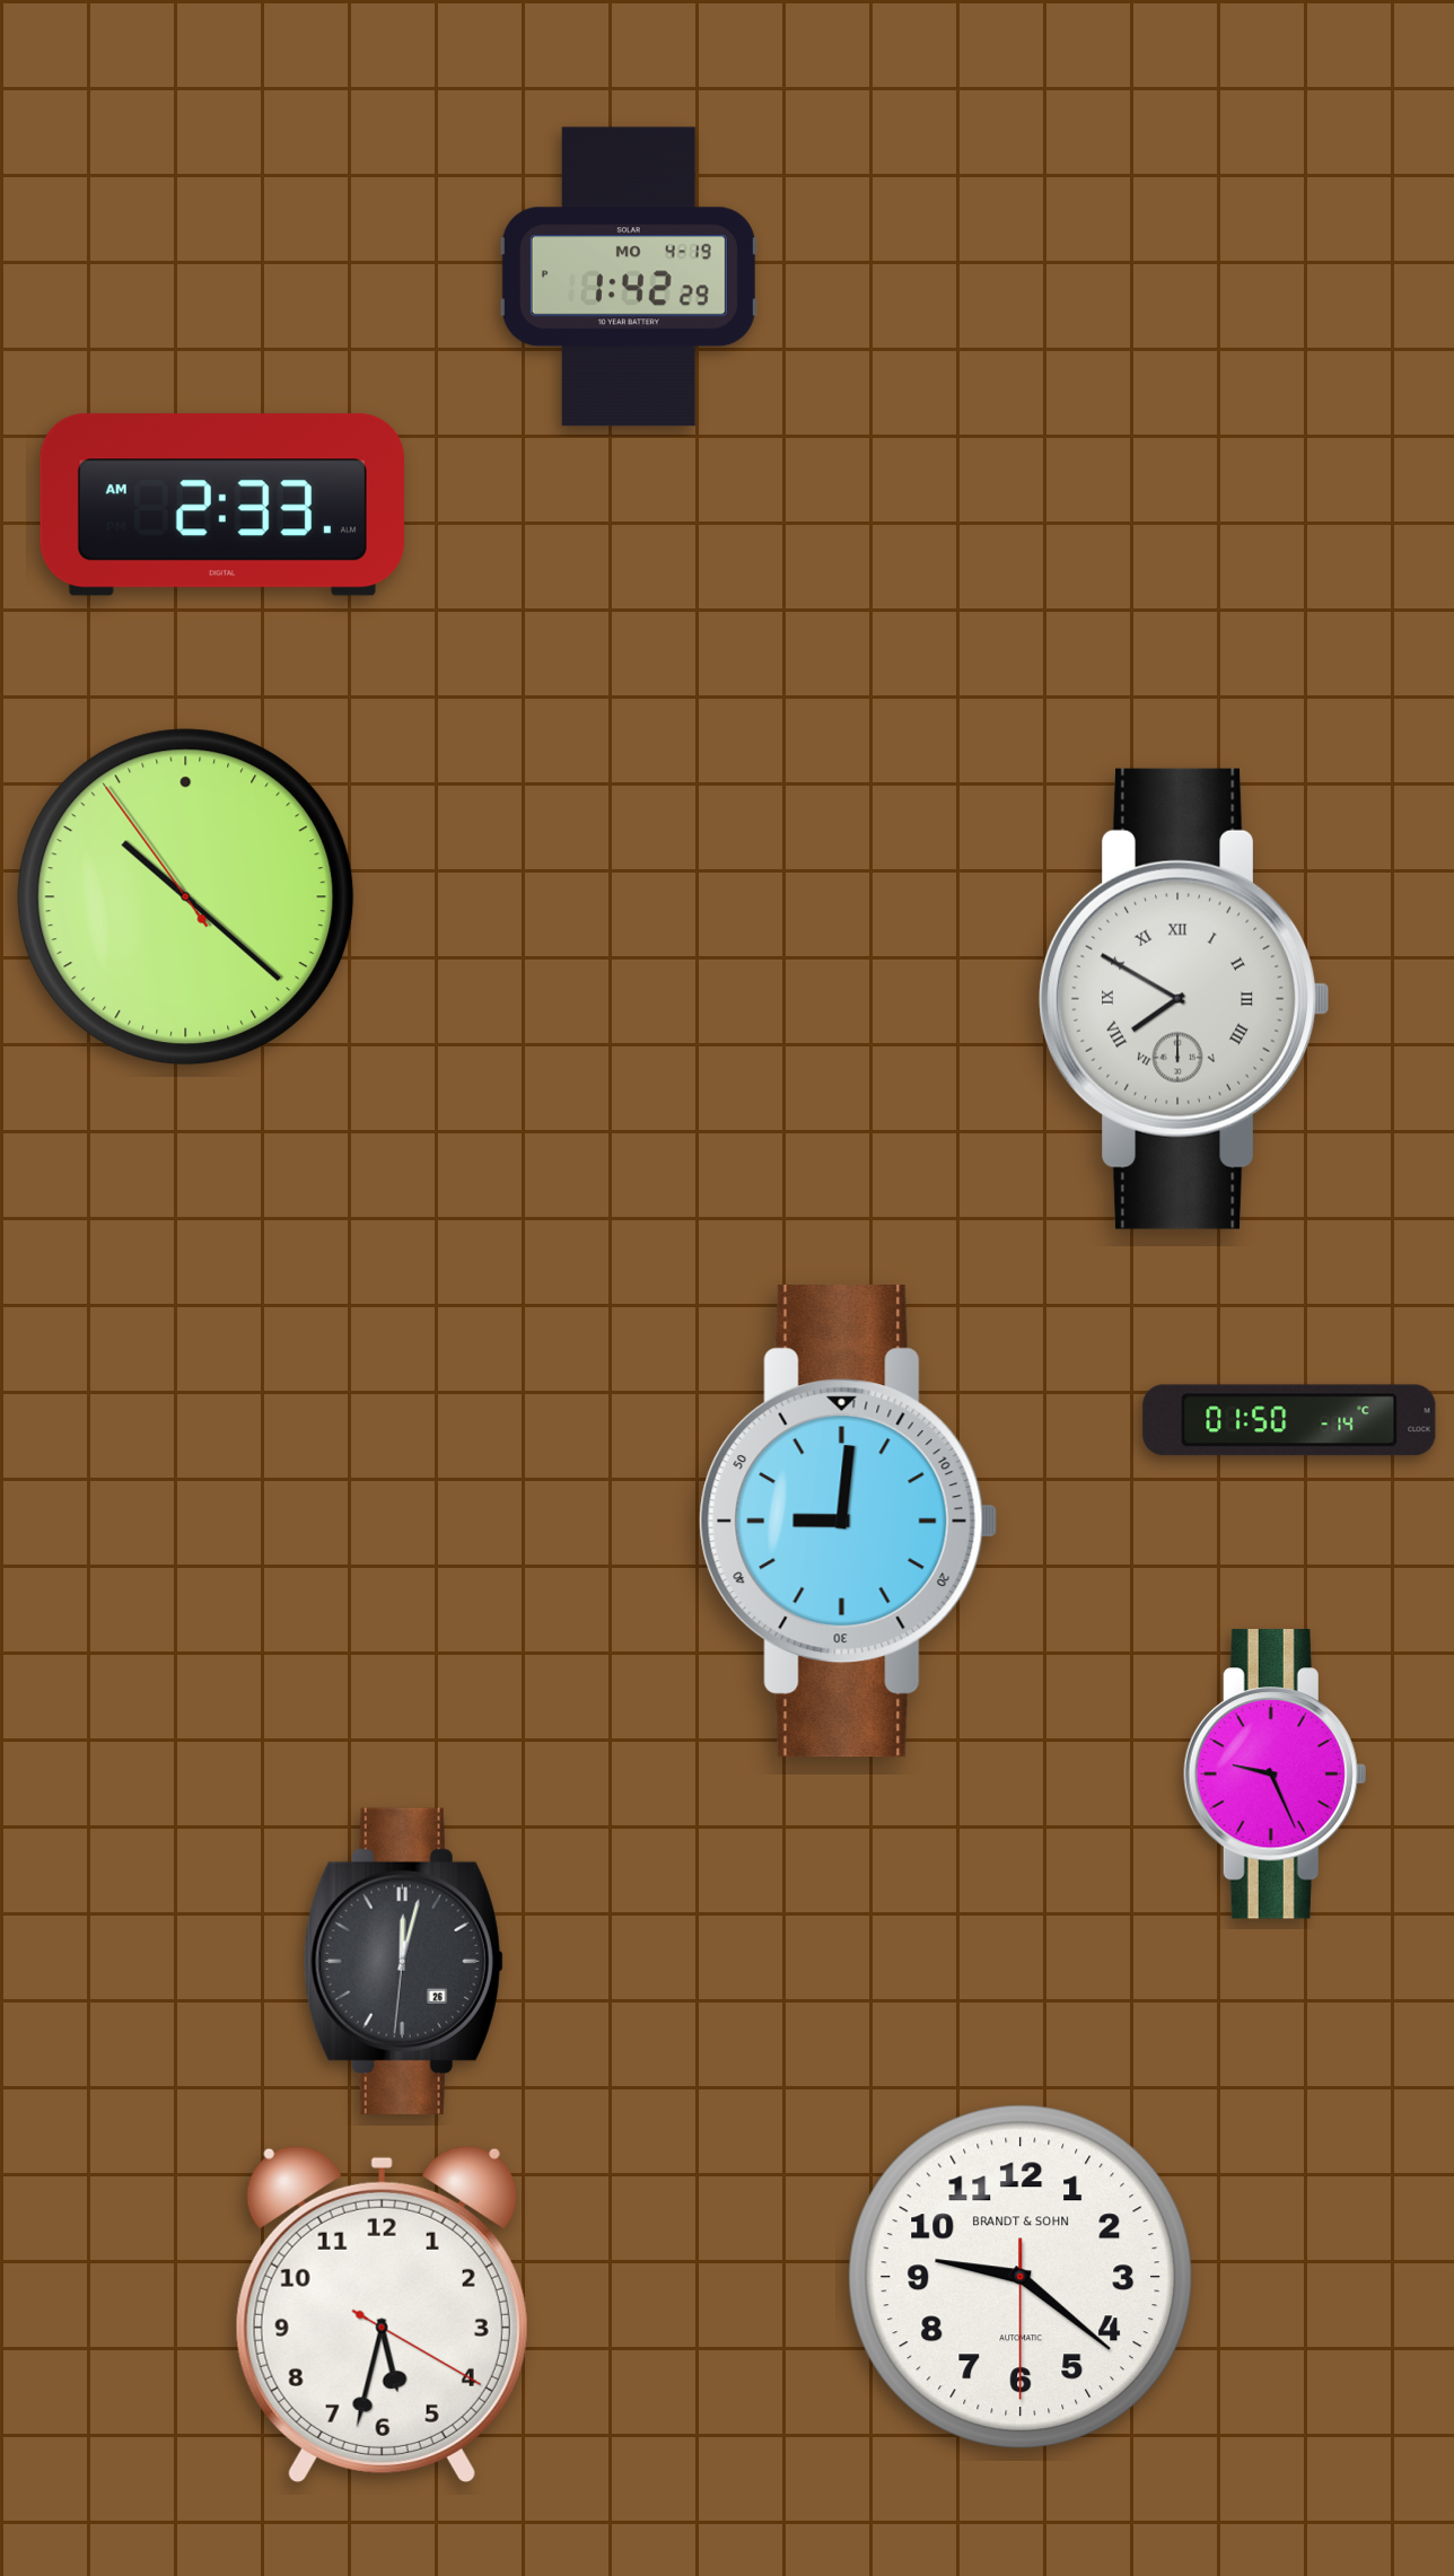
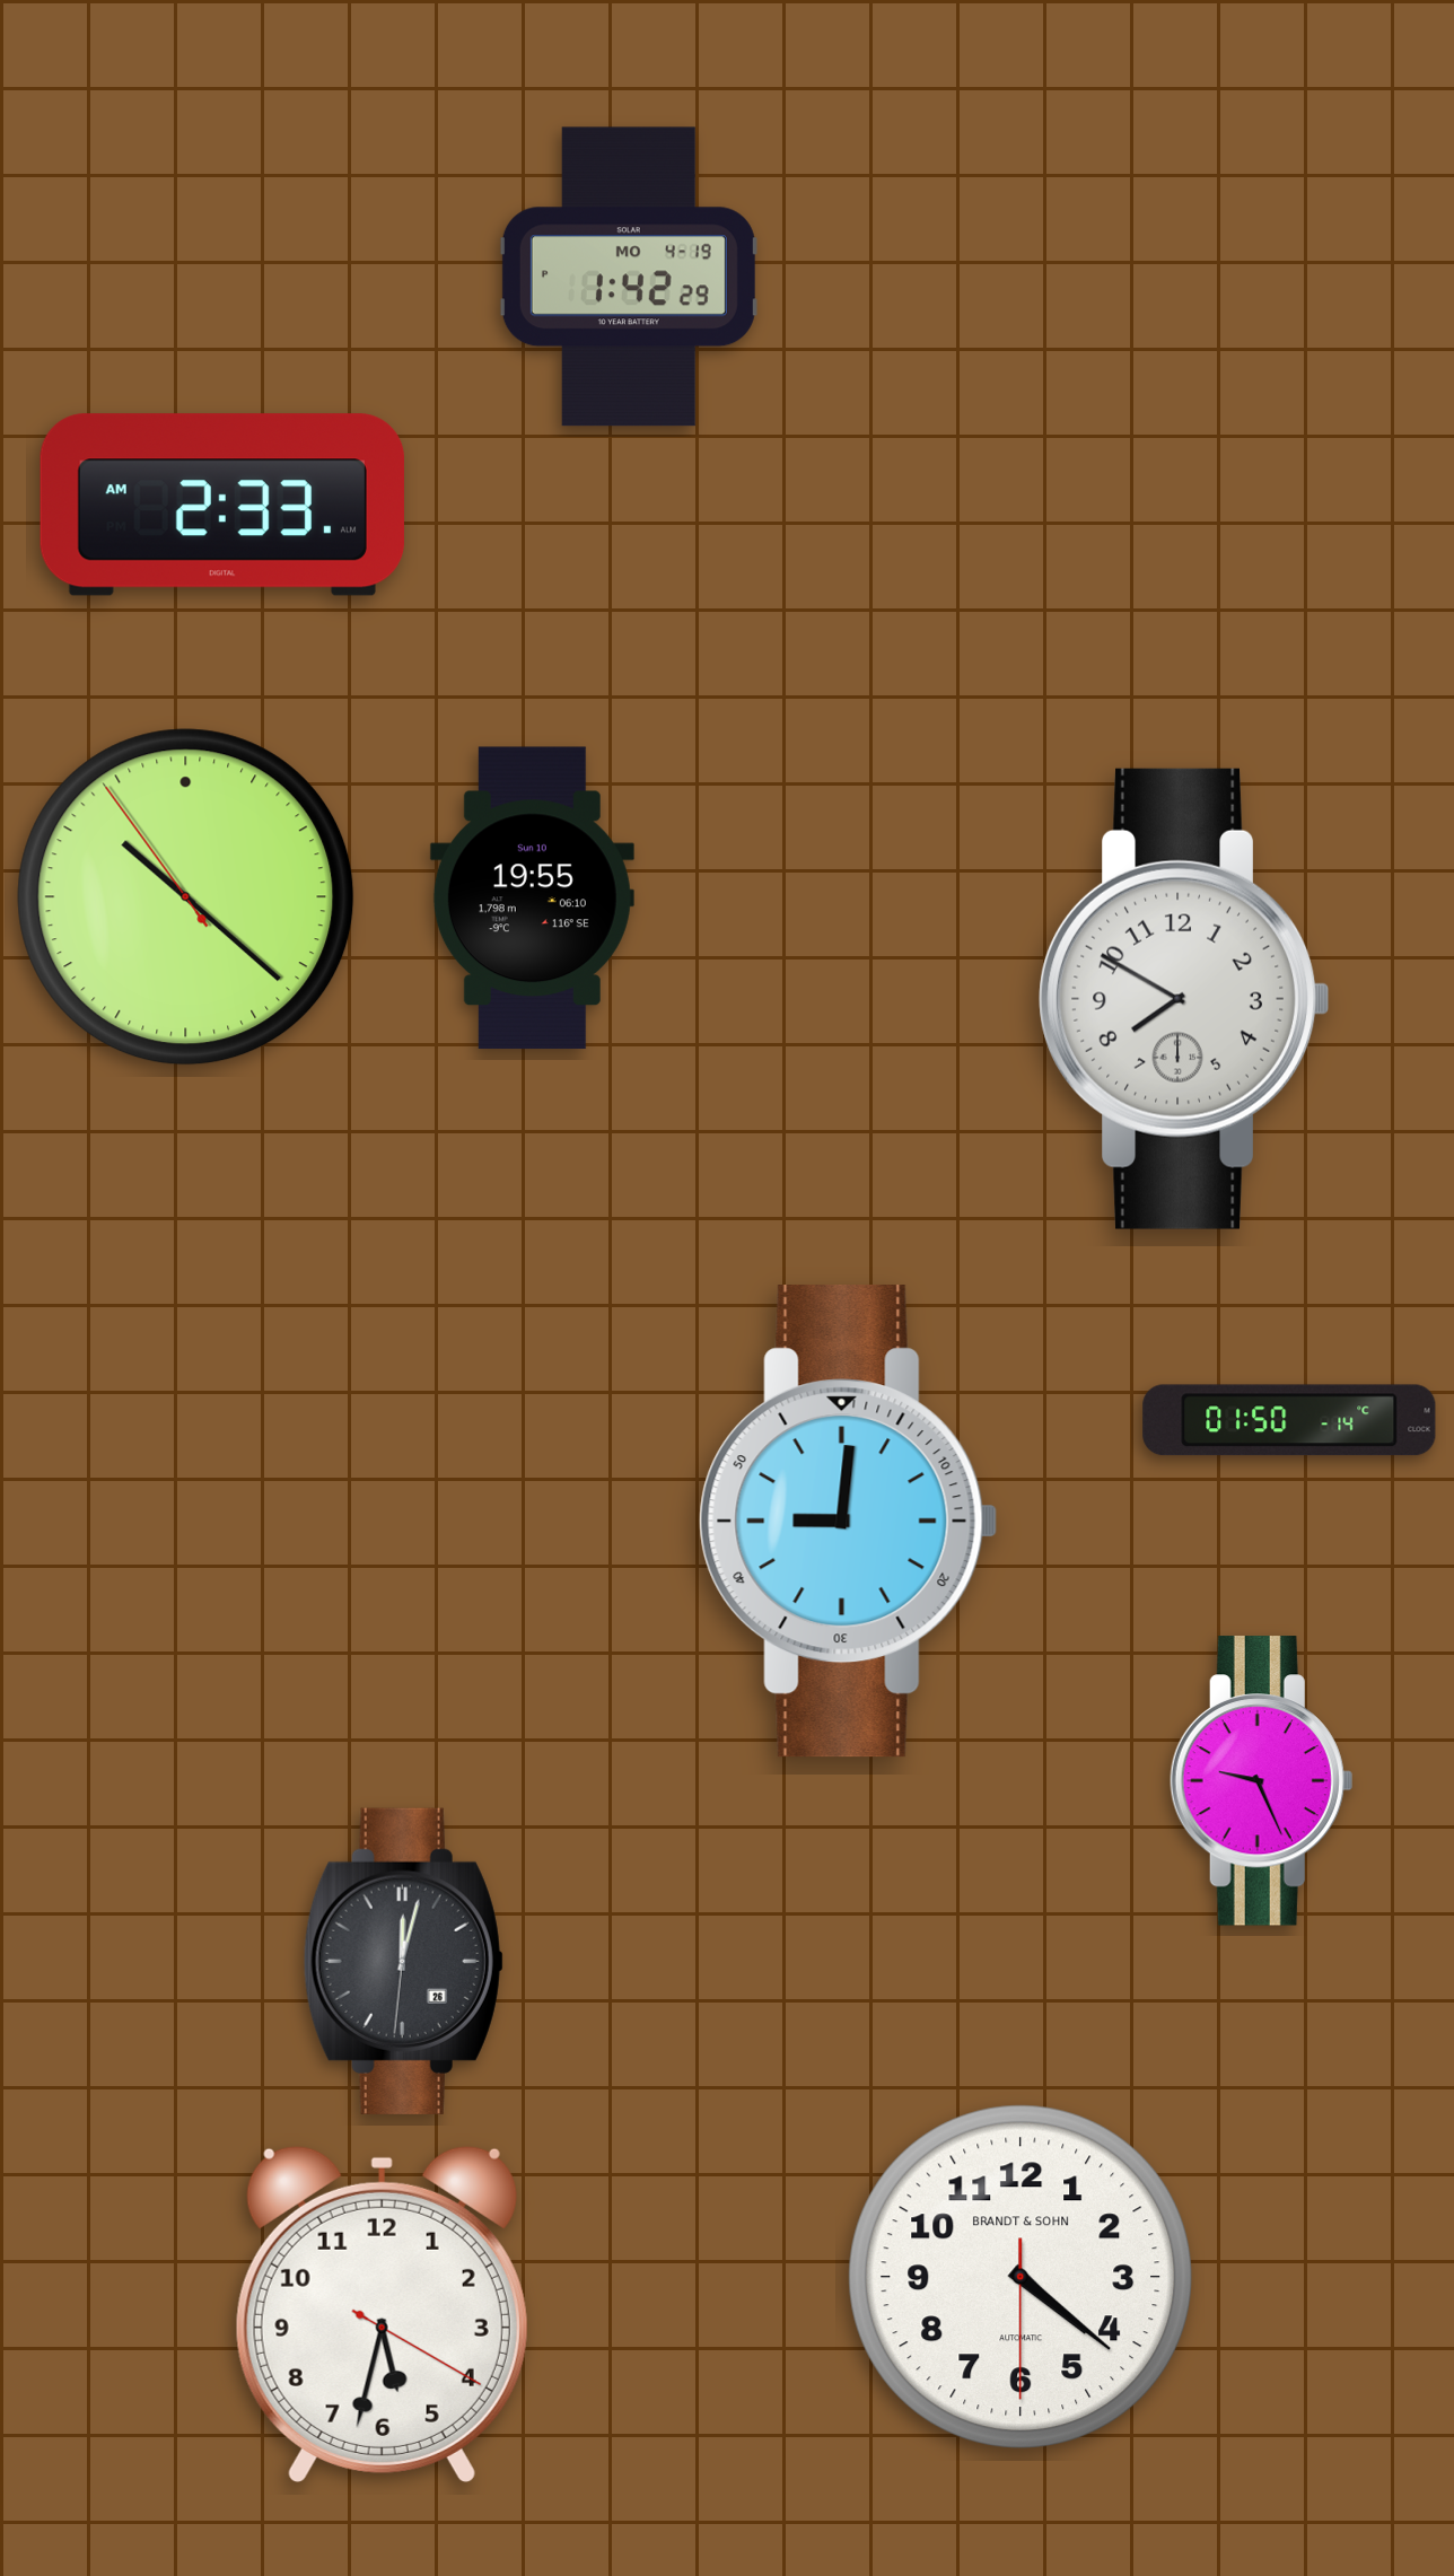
clock at (532, 899): none -> 19:55
clock at (1183, 999) numerals: Roman -> Arabic
clock at (1275, 1775) position: (1275, 1775) -> (1261, 1781)
clock at (1021, 2277): 9:21 -> 4:21
